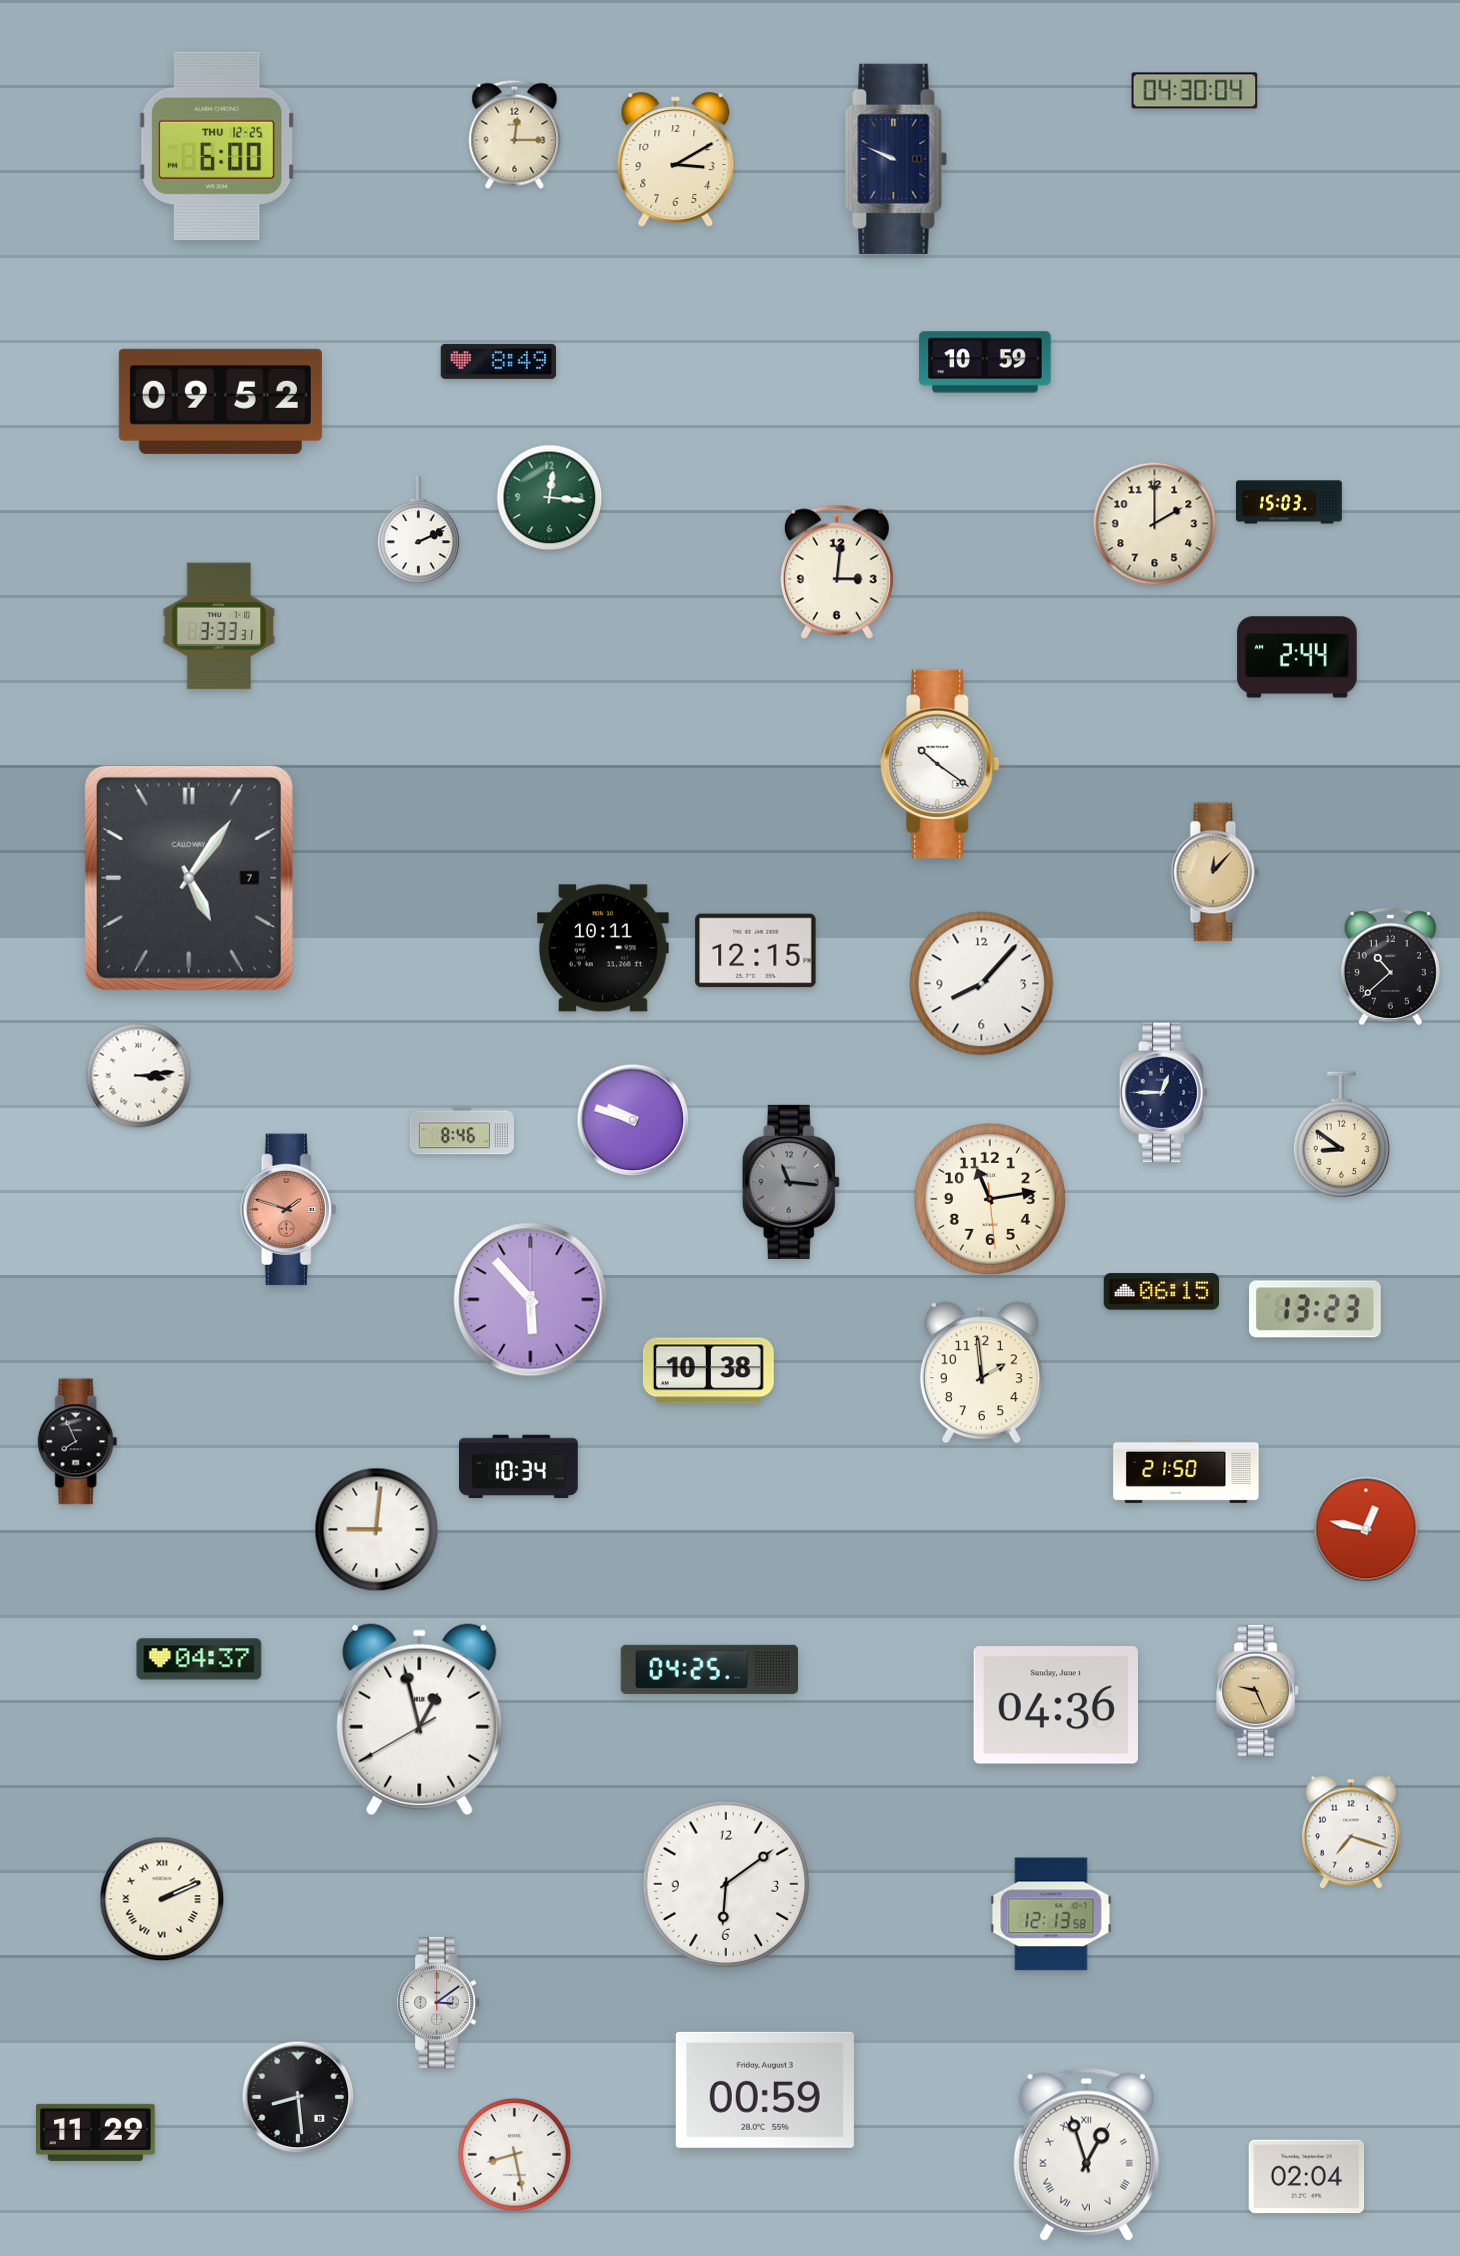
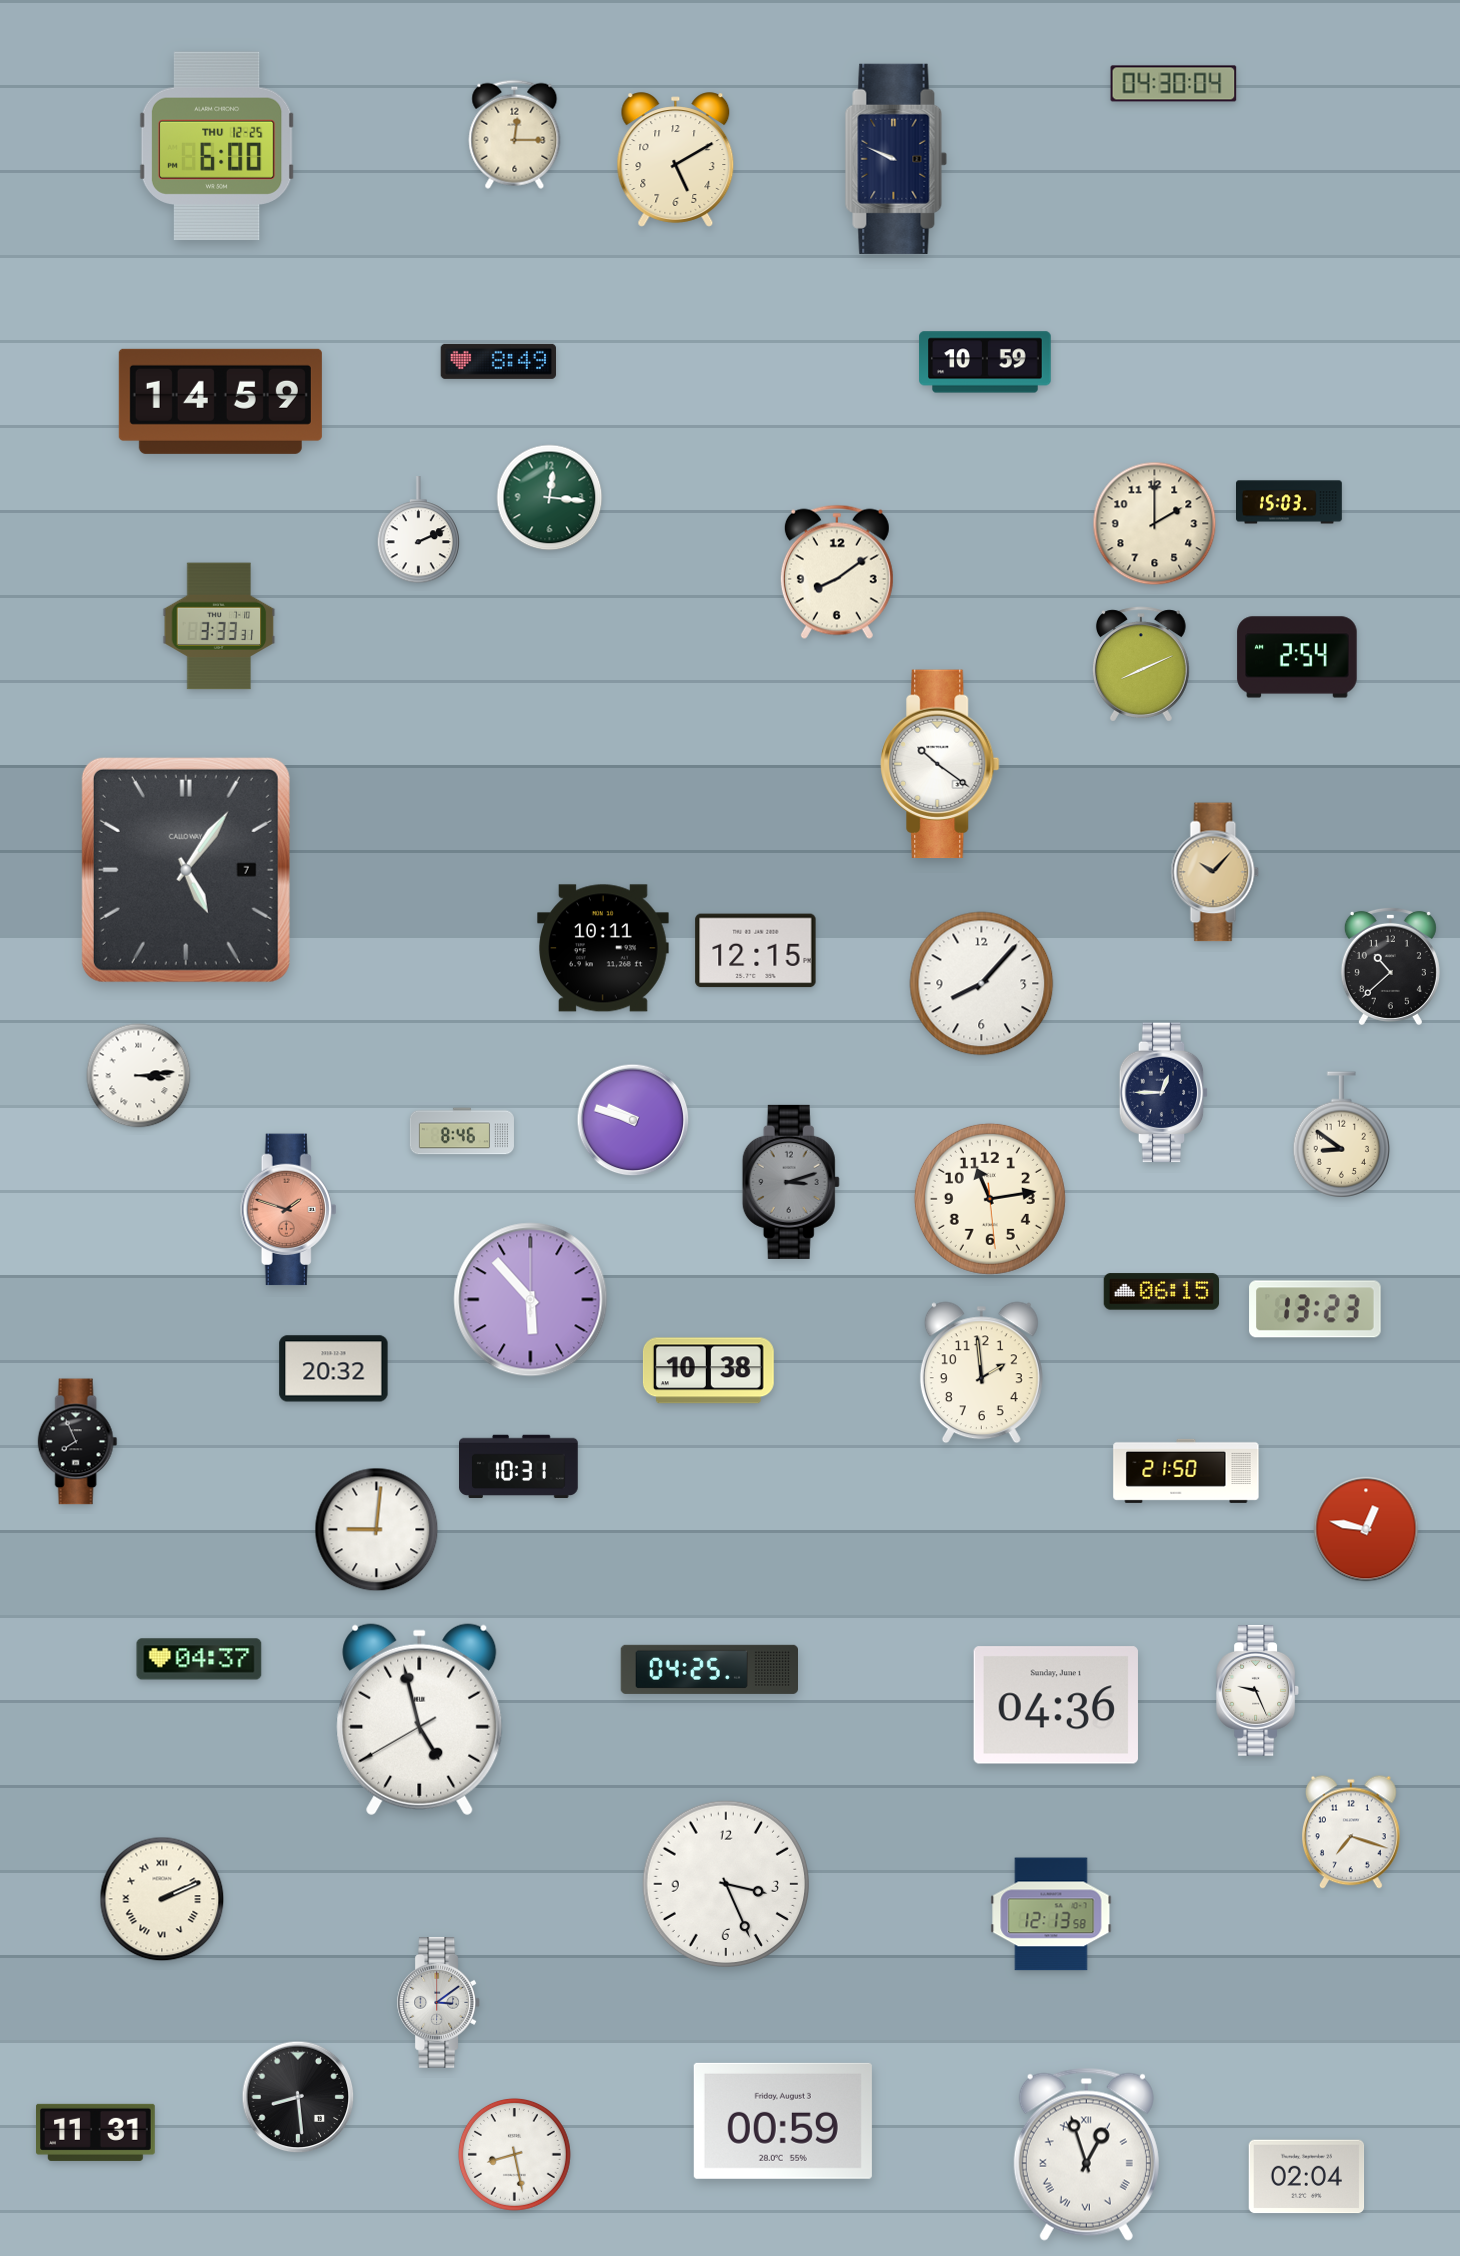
clock at (1195, 91) position: (1195, 91) -> (1174, 84)
clock at (676, 160): 3:10 -> 5:10
clock at (220, 401): 09:52 -> 14:59
clock at (837, 572): 3:01 -> 8:09
clock at (1297, 657): 2:44 -> 2:54
clock at (1141, 664): none -> 8:11
clock at (1215, 872): 12:07 -> 10:07
clock at (189, 878) position: (189, 878) -> (186, 870)
clock at (791, 1182): 11:16 -> 3:12
clock at (334, 1369): none -> 20:32
clock at (519, 1467): 10:34 -> 10:31
clock at (1257, 1690) dial: champagne -> white
clock at (420, 1720): 12:57 -> 4:57
clock at (726, 1884): 6:09 -> 3:26
clock at (765, 2090) position: (765, 2090) -> (783, 2121)
clock at (96, 2132): 11:29 -> 11:31
